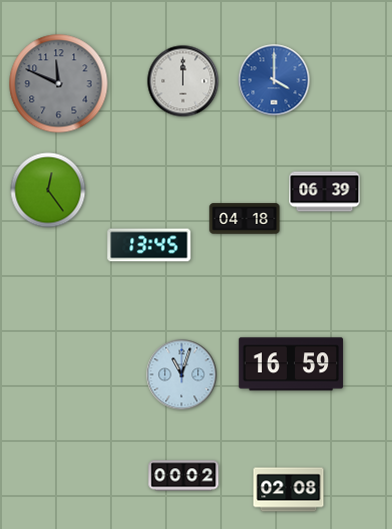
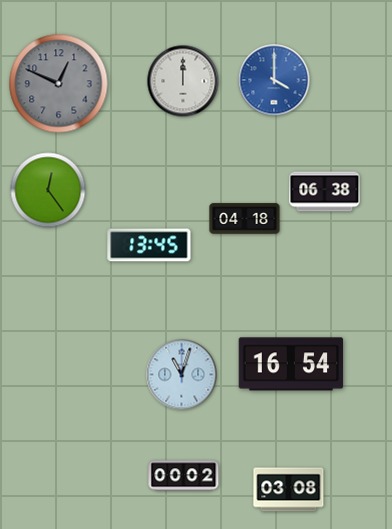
clock at (59, 84): 11:49 -> 12:49
clock at (325, 192): 06:39 -> 06:38
clock at (291, 364): 16:59 -> 16:54
clock at (289, 490): 02:08 -> 03:08
